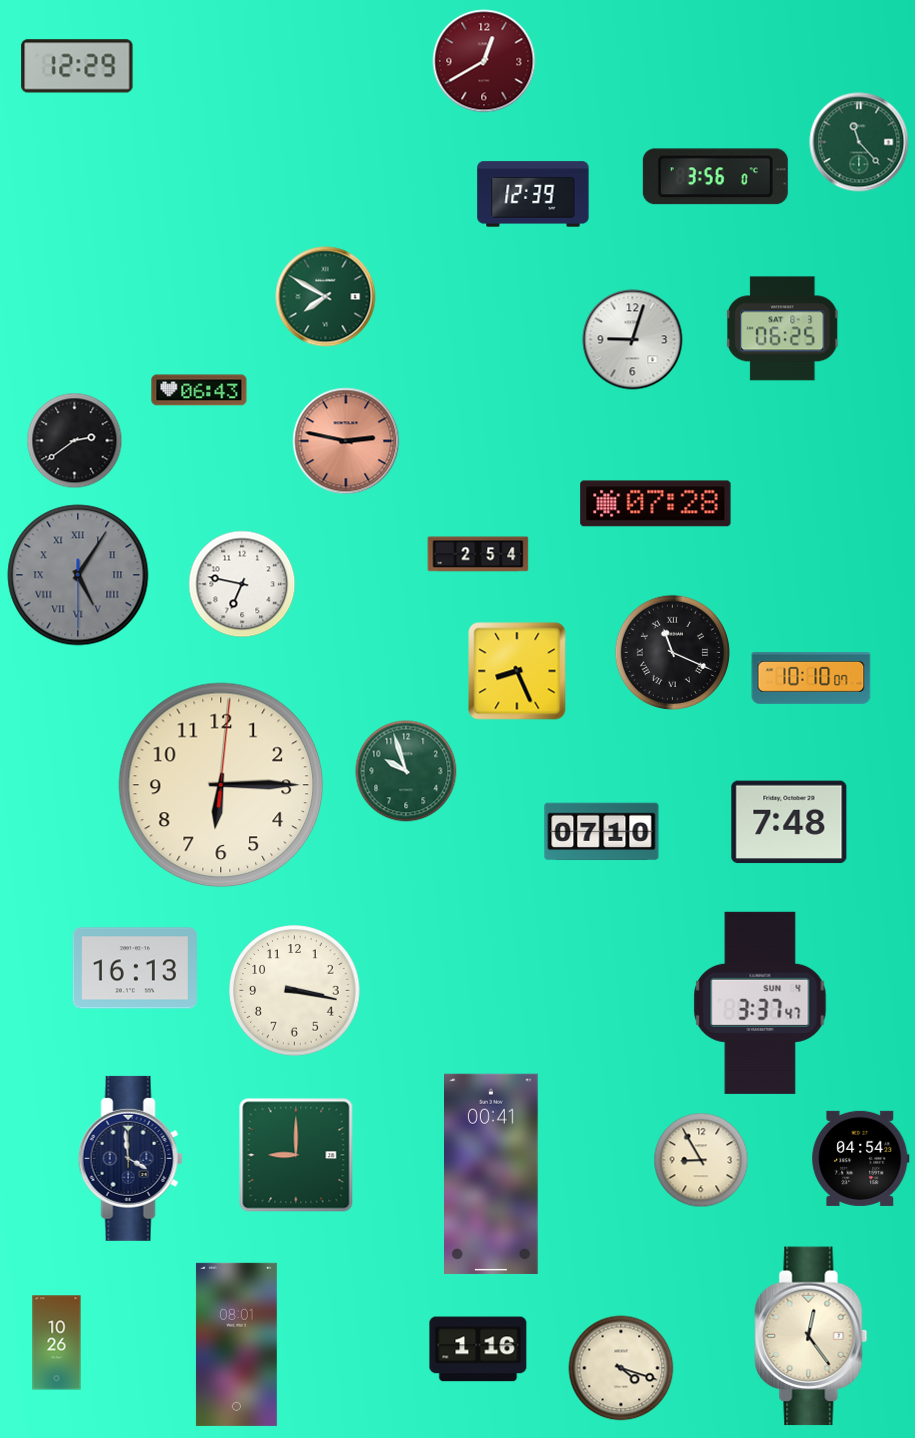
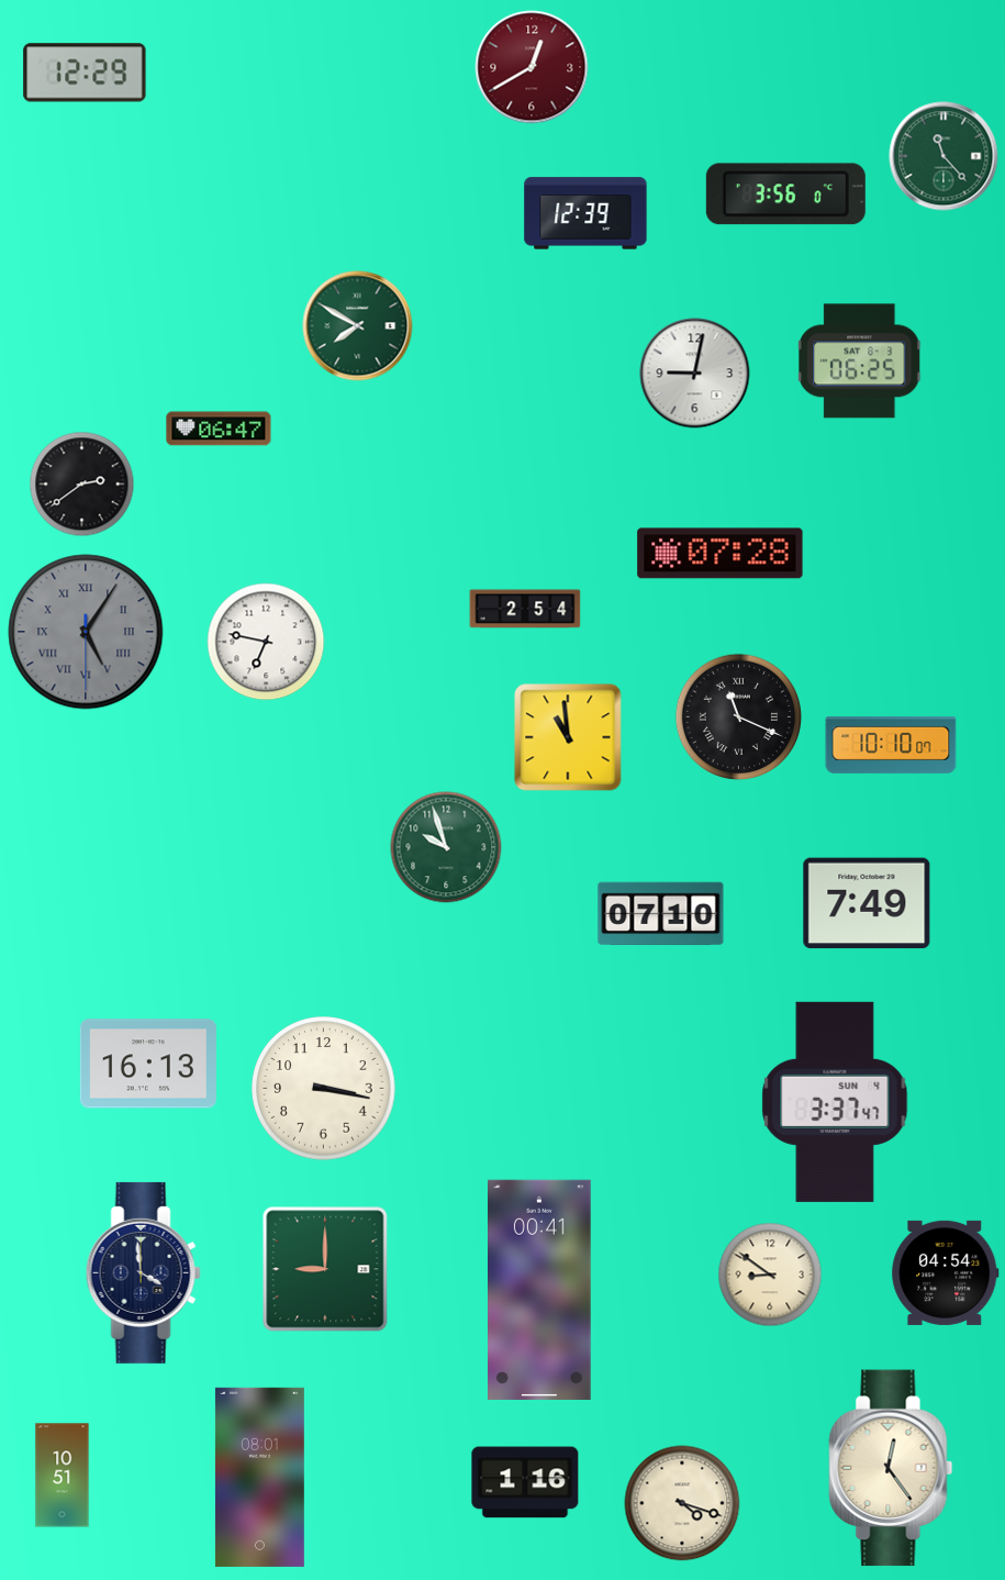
clock at (633, 340): 9:03 -> 9:02
clock at (199, 390): 06:43 -> 06:47
clock at (346, 441): 2:47 -> none
clock at (517, 671): 8:26 -> 10:59
clock at (221, 785): 6:15 -> none
clock at (789, 822): 7:48 -> 7:49
clock at (701, 1160): 8:55 -> 8:51
clock at (57, 1343): 10:26 -> 10:51
